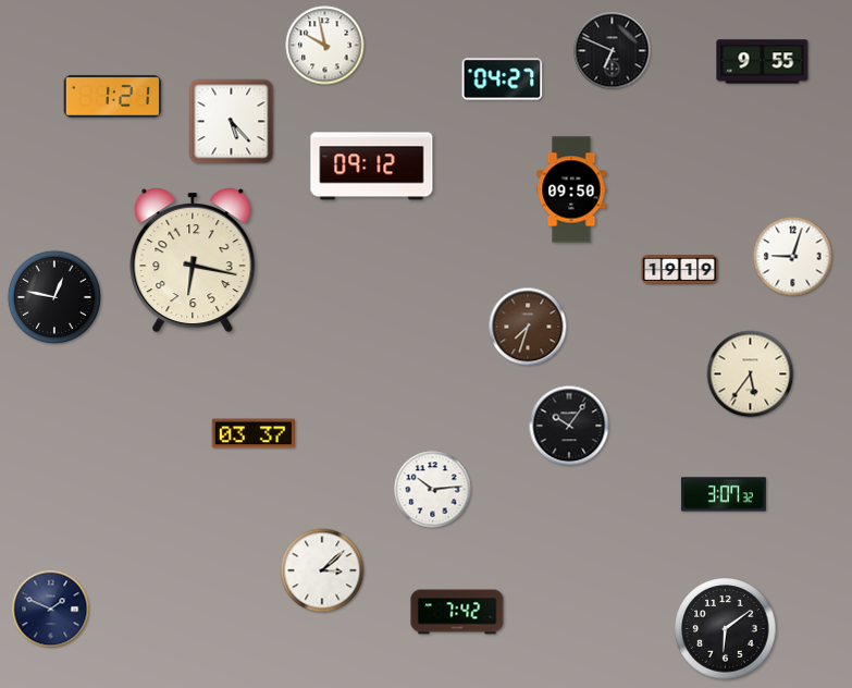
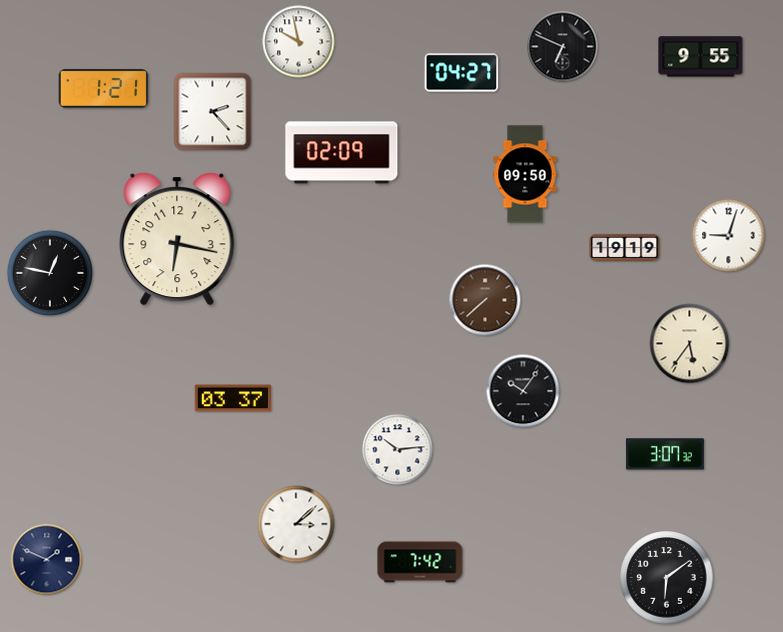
clock at (232, 122): 5:23 -> 2:23
clock at (372, 167): 09:12 -> 02:09
clock at (528, 327): 7:33 -> 7:38
